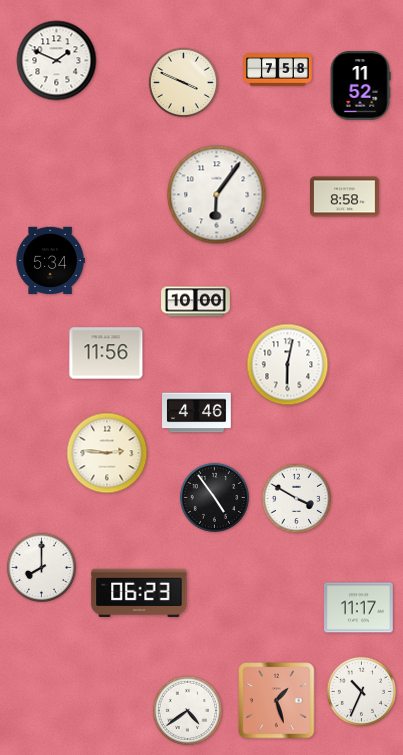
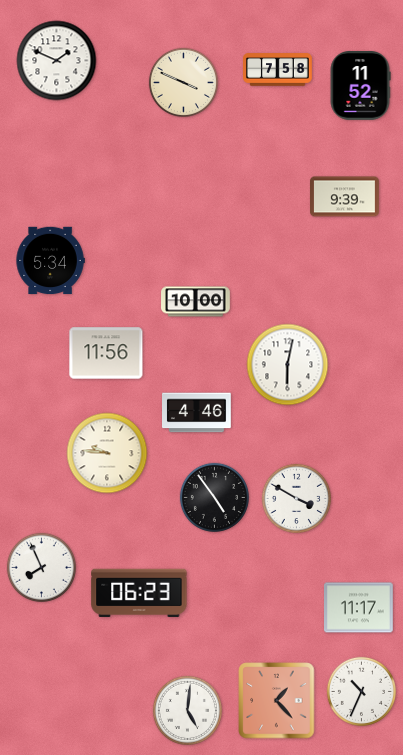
clock at (217, 195): 6:06 -> none
clock at (345, 197): 8:58 -> 9:39
clock at (107, 453): 2:46 -> 9:46
clock at (41, 567): 8:00 -> 7:56
clock at (277, 701): 1:27 -> 1:23
clock at (187, 710): 4:39 -> 5:01
